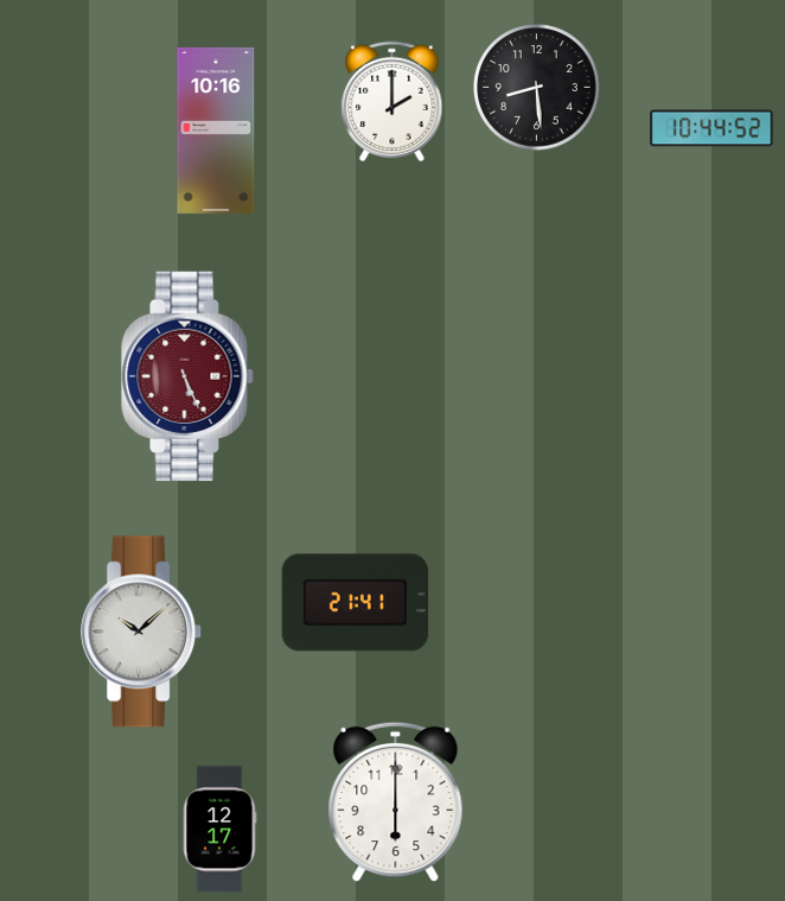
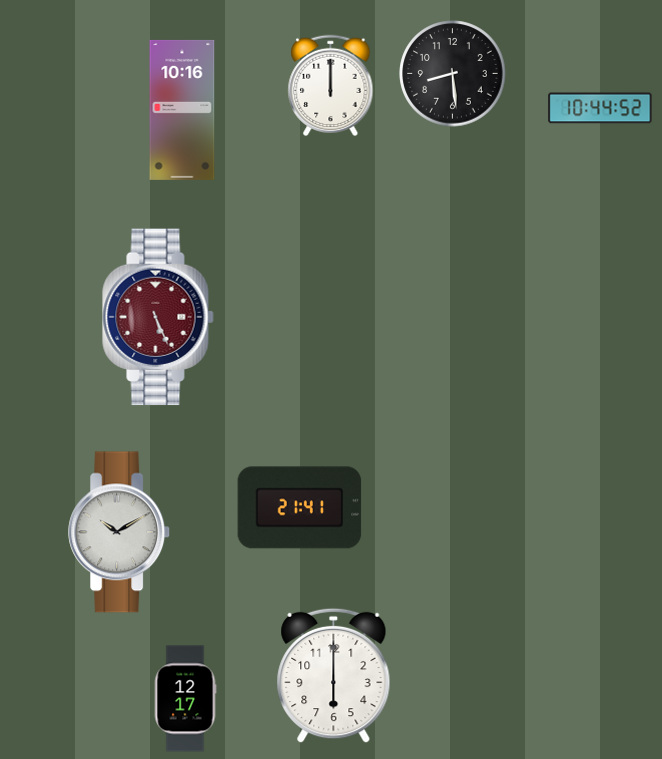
clock at (392, 102): 2:00 -> 12:00
clock at (142, 632): 10:08 -> 10:10
